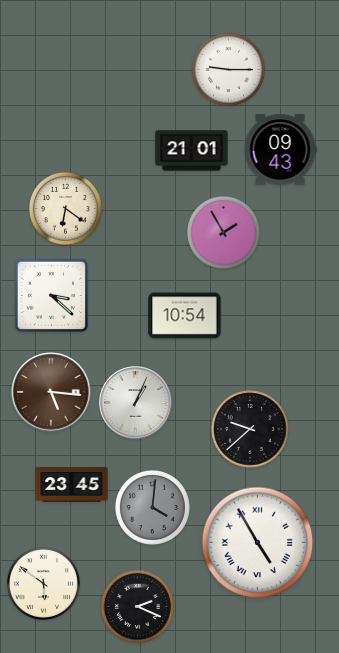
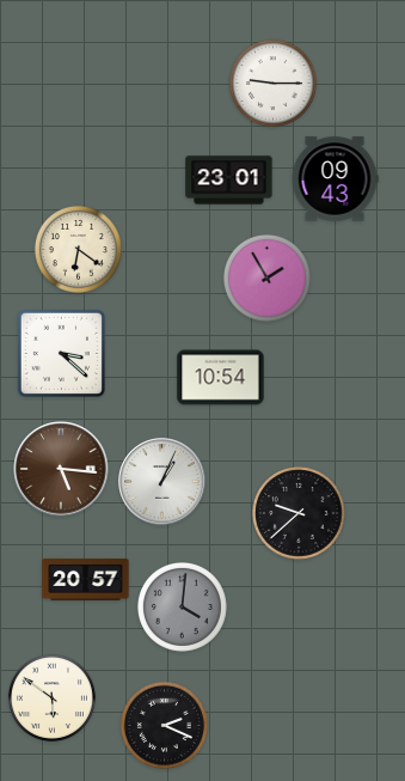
clock at (192, 151): 21:01 -> 23:01
clock at (72, 485): 23:45 -> 20:57
clock at (258, 543): 4:55 -> none
